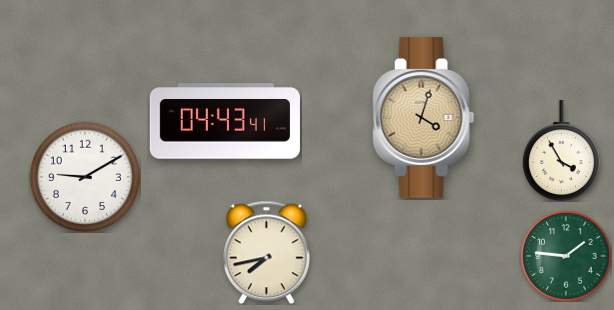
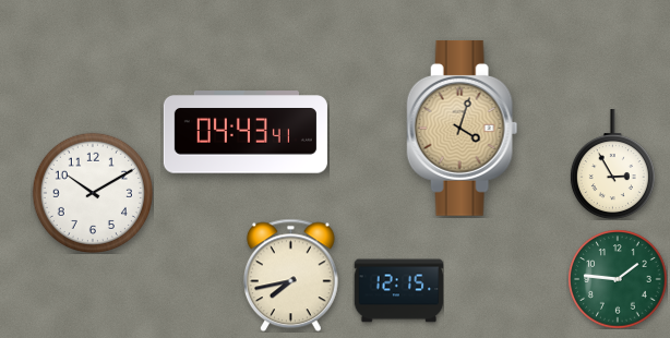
clock at (561, 151): 3:55 -> 2:55
clock at (84, 176): 9:10 -> 10:10
clock at (398, 291): none -> 12:15
